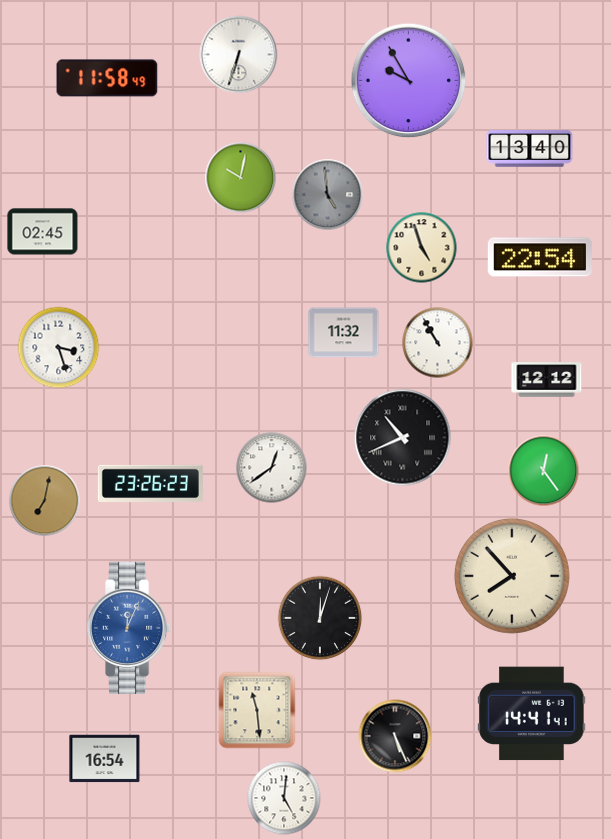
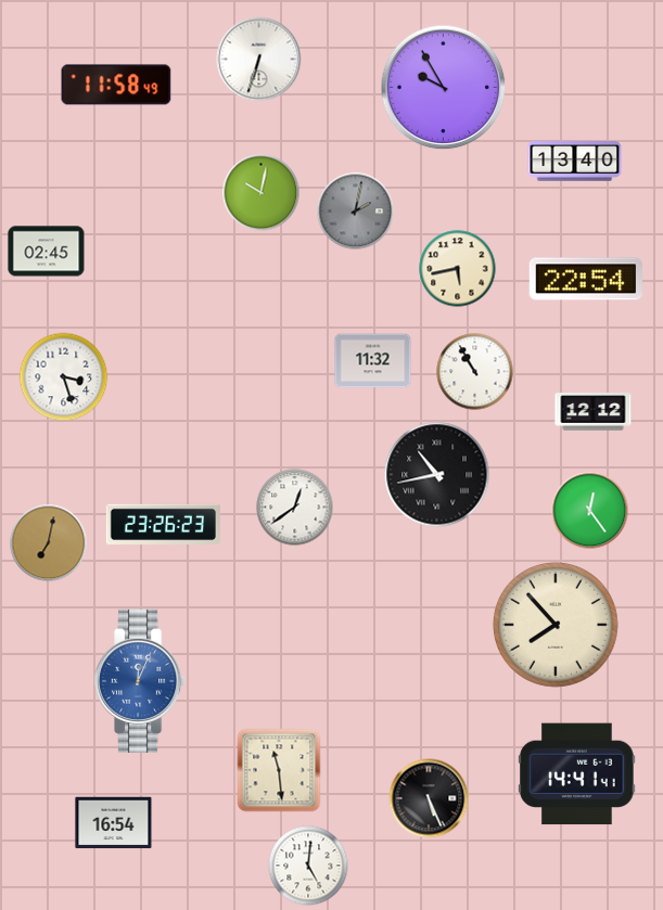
clock at (328, 195): 4:59 -> 2:02
clock at (422, 248): 4:57 -> 5:43
clock at (403, 438): 10:41 -> 10:43
clock at (320, 618): 12:03 -> none
